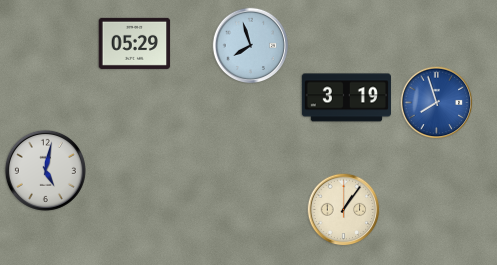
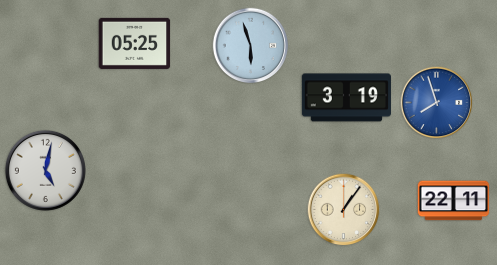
clock at (135, 43): 05:29 -> 05:25
clock at (251, 46): 7:57 -> 5:57
clock at (454, 201): none -> 22:11
